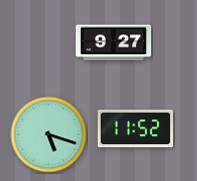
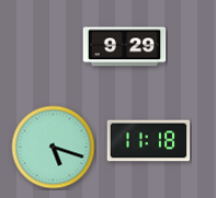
clock at (114, 43): 9:27 -> 9:29
clock at (136, 129): 11:52 -> 11:18
